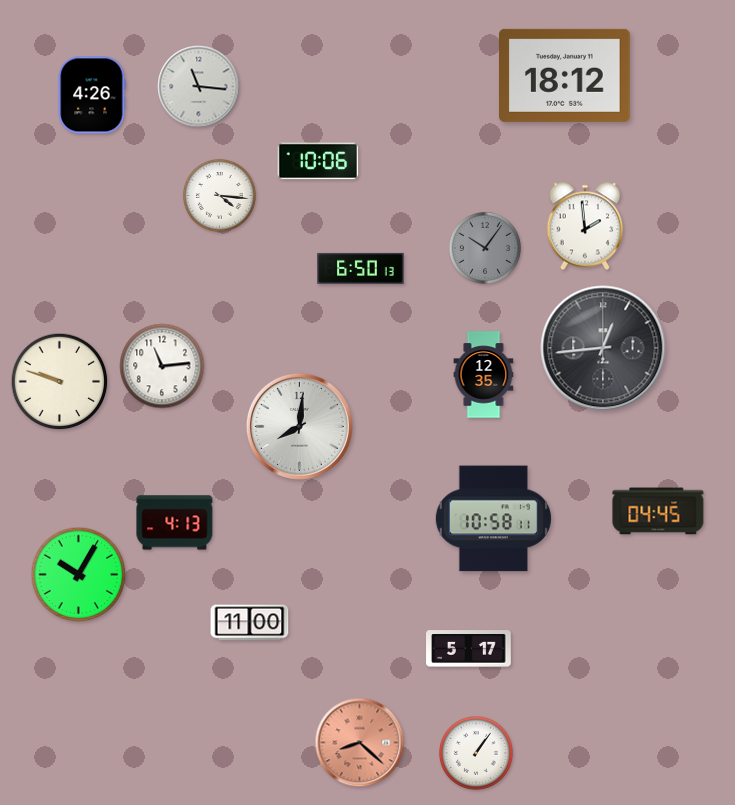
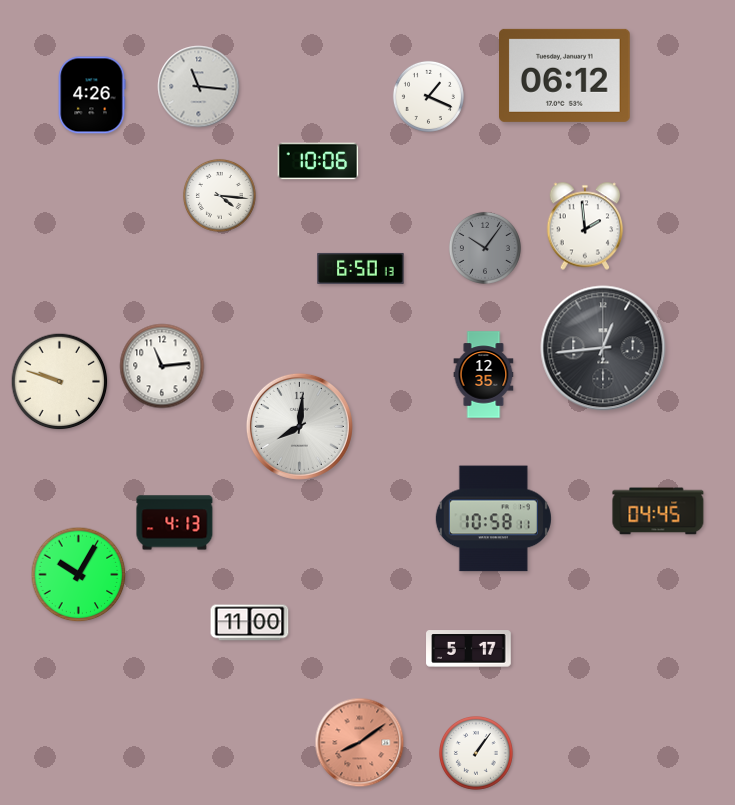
clock at (565, 75): 18:12 -> 06:12
clock at (428, 96): none -> 1:19
clock at (360, 743): 8:22 -> 8:09
